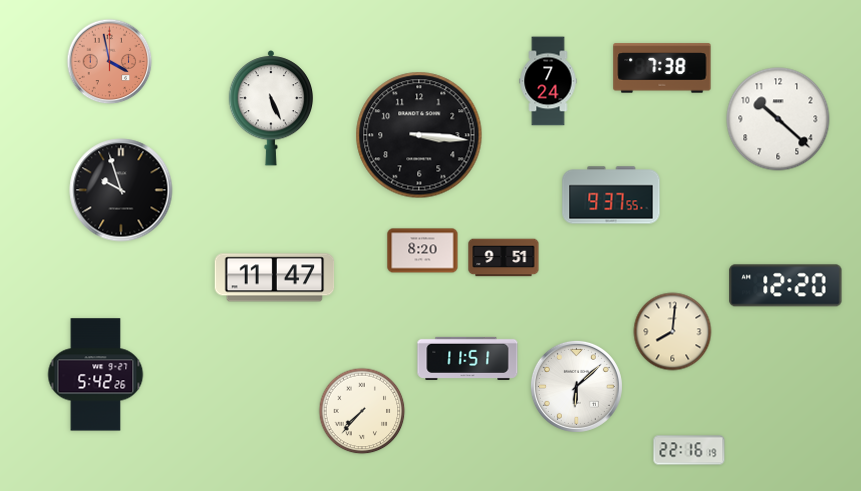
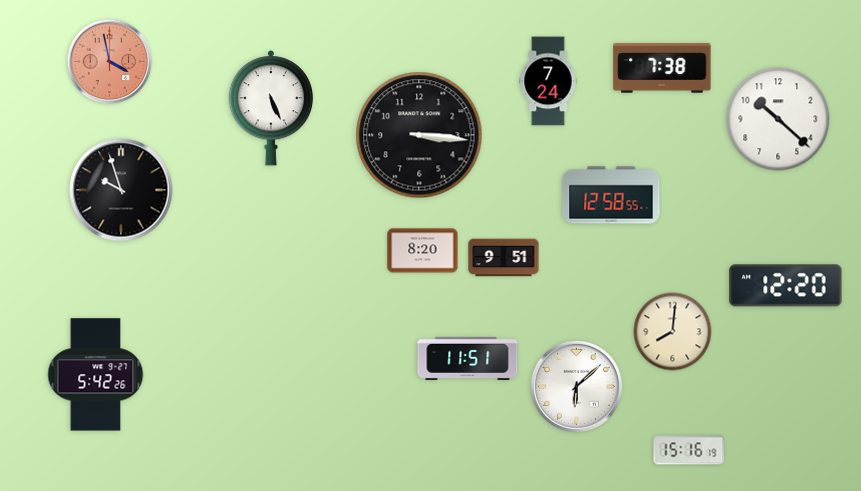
clock at (611, 195): 9:37 -> 12:58
clock at (275, 278): 11:47 -> none
clock at (362, 411): 7:37 -> none
clock at (689, 450): 22:16 -> 15:16
